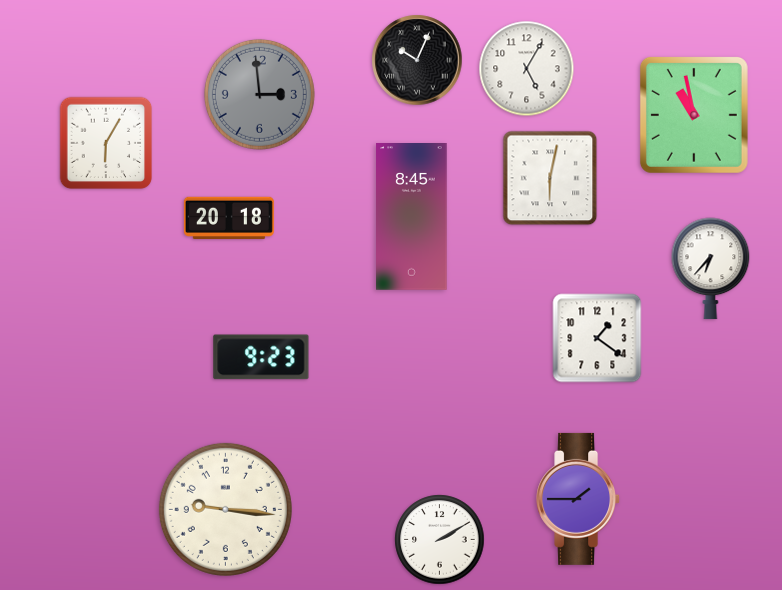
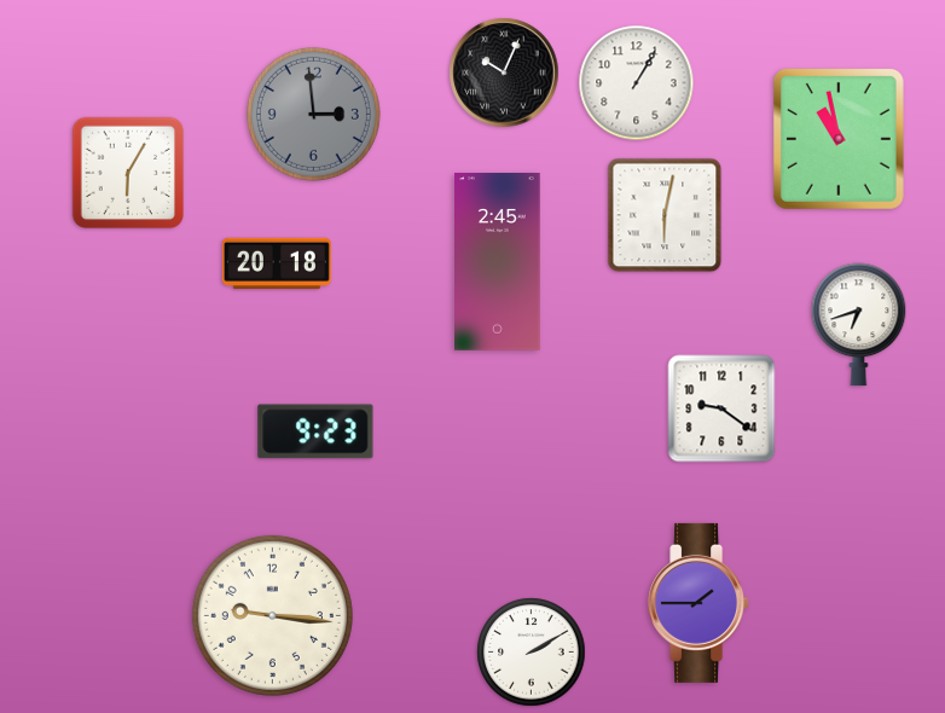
clock at (527, 69): 5:05 -> 1:05
clock at (412, 217): 8:45 -> 2:45
clock at (711, 269): 6:37 -> 6:42
clock at (597, 338): 1:21 -> 9:21
